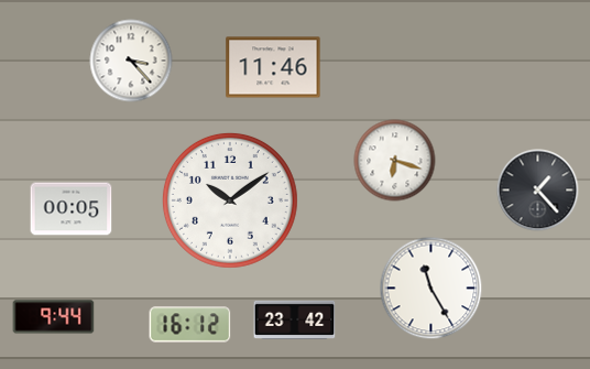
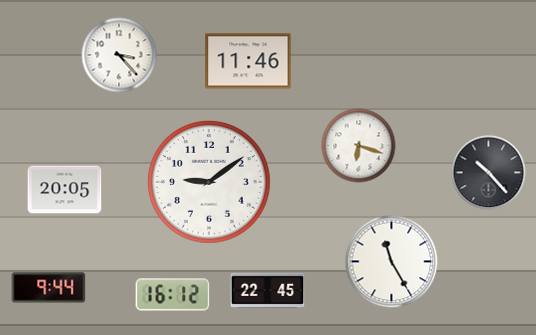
clock at (538, 191): 1:23 -> 10:23
clock at (230, 200): 10:09 -> 9:09
clock at (72, 209): 00:05 -> 20:05
clock at (295, 319): 23:42 -> 22:45
